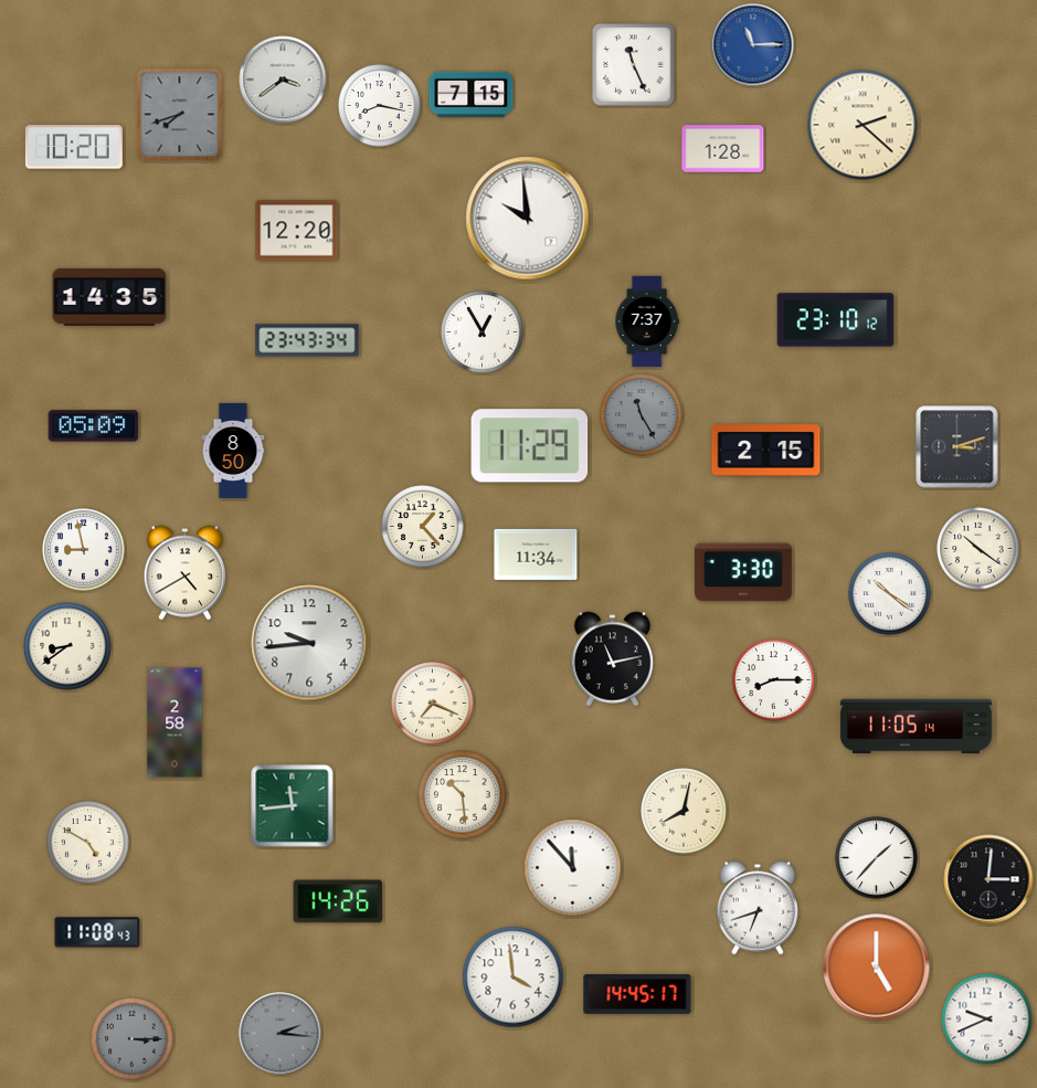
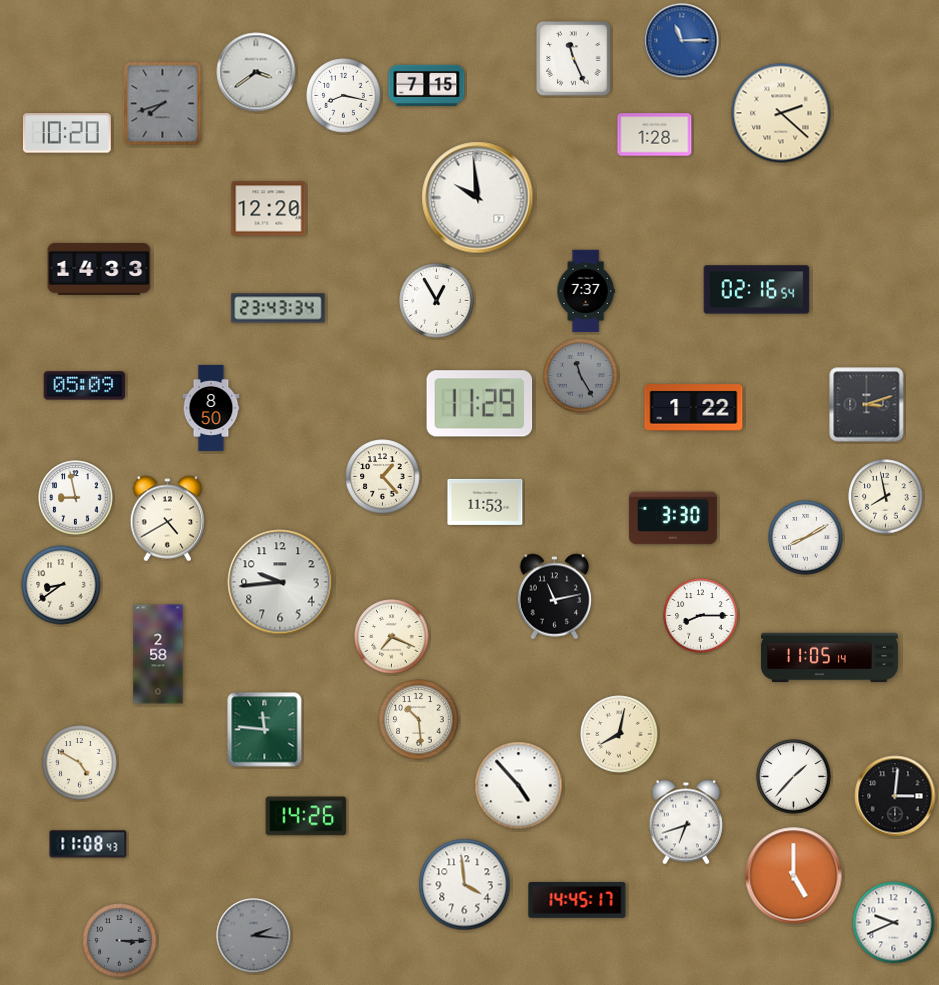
clock at (109, 297): 14:35 -> 14:33
clock at (836, 320): 23:10 -> 02:16
clock at (766, 451): 2:15 -> 1:22
clock at (978, 549): 10:21 -> 7:58
clock at (536, 554): 11:34 -> 11:53
clock at (890, 594): 10:21 -> 8:10
clock at (293, 806): 11:44 -> 11:46
clock at (573, 868): 11:53 -> 4:53
